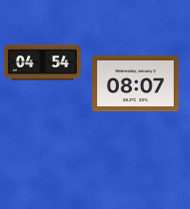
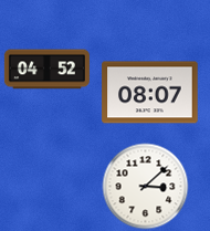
clock at (42, 63): 04:54 -> 04:52
clock at (145, 186): none -> 3:08
